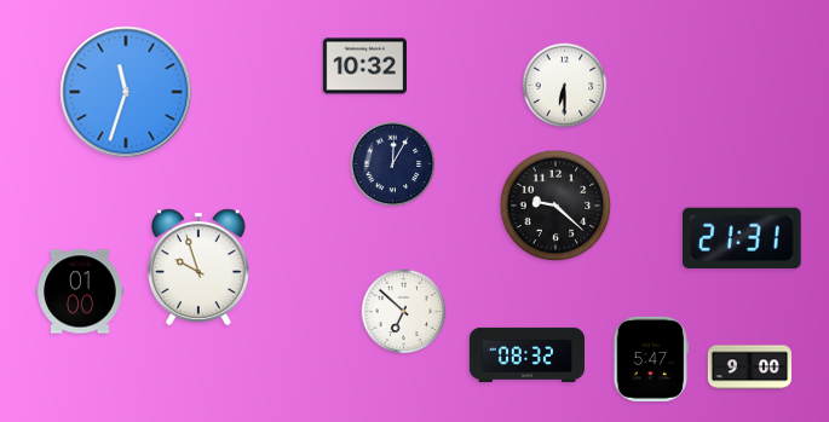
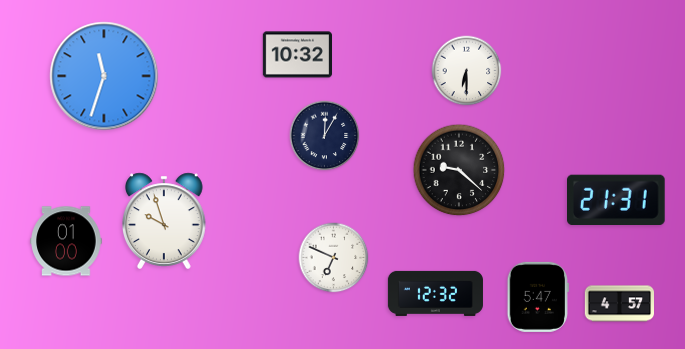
clock at (364, 67) position: (364, 67) -> (297, 55)
clock at (743, 237) position: (743, 237) -> (617, 199)
clock at (404, 312): 6:52 -> 6:49
clock at (526, 354): 08:32 -> 12:32
clock at (749, 368): 9:00 -> 4:57
